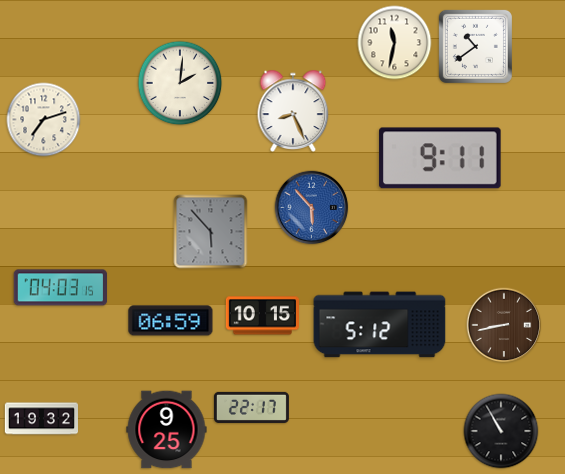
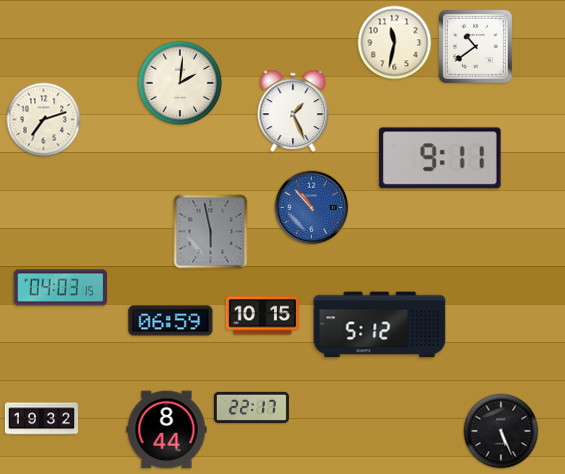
clock at (293, 111): 8:26 -> 1:26
clock at (312, 208): 5:53 -> 10:53
clock at (211, 232): 5:53 -> 5:58
clock at (504, 325): 8:43 -> none
clock at (167, 430): 9:25 -> 8:44
clock at (501, 431): 10:55 -> 5:26
